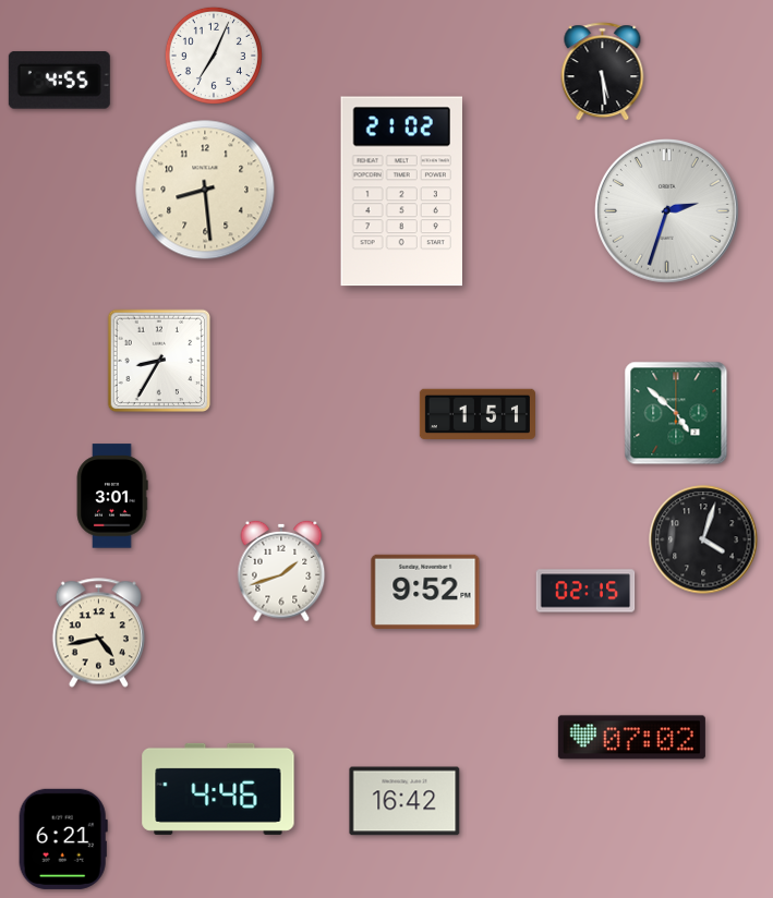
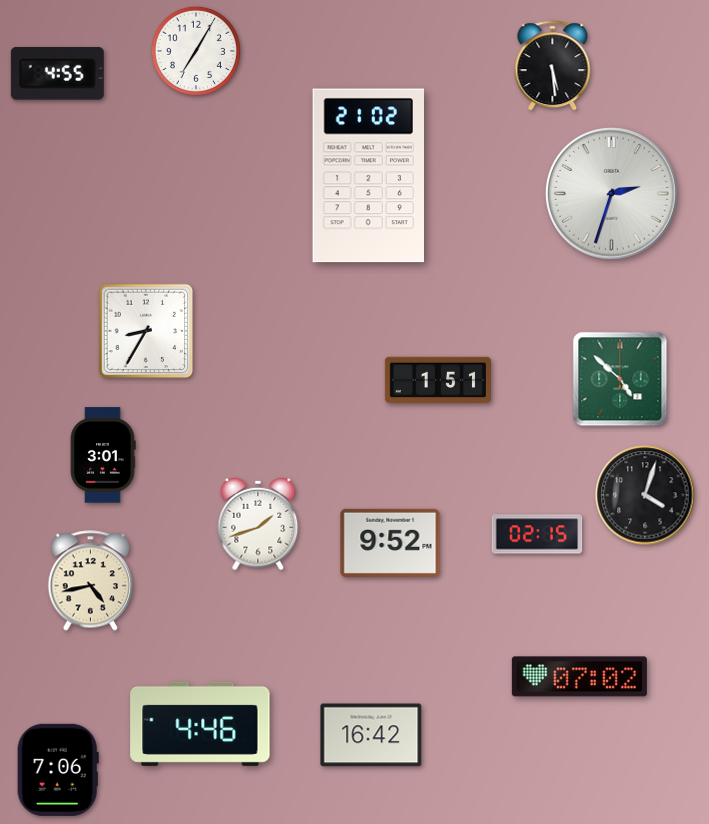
clock at (214, 56): 7:04 -> 7:05
clock at (59, 80) position: (59, 80) -> (57, 73)
clock at (205, 190): 8:29 -> none
clock at (585, 591) position: (585, 591) -> (537, 534)
clock at (63, 839): 6:21 -> 7:06
